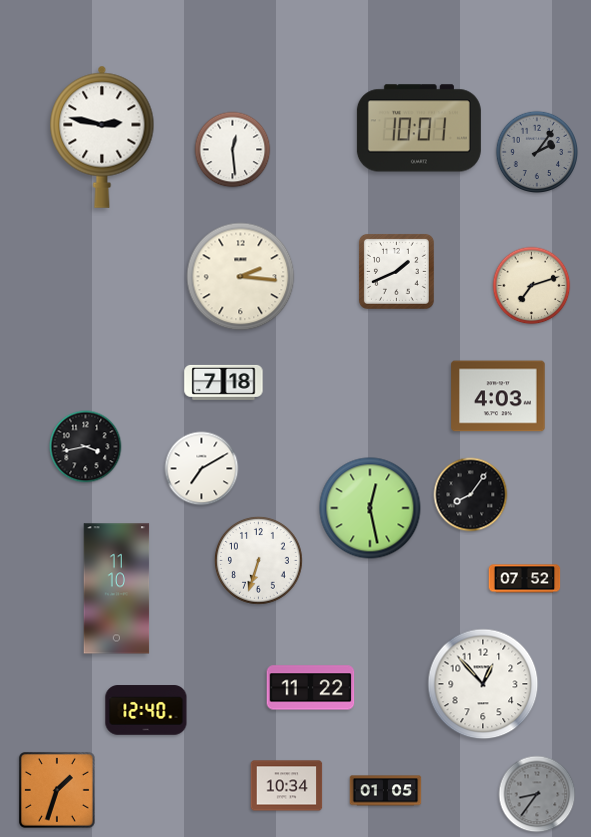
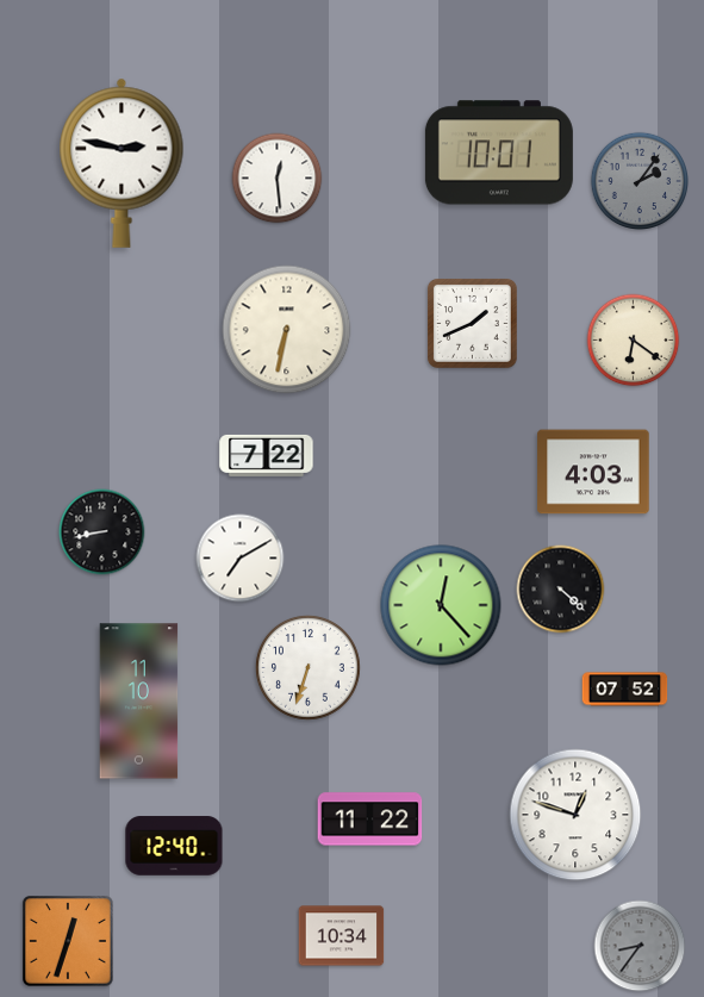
clock at (241, 277): 2:16 -> 6:32
clock at (532, 286): 7:12 -> 6:21
clock at (224, 382): 7:18 -> 7:22
clock at (86, 447): 3:43 -> 8:43
clock at (471, 495): 8:06 -> 4:22
clock at (370, 508): 12:28 -> 12:23
clock at (483, 684): 12:53 -> 12:48
clock at (57, 790): 1:33 -> 12:33
clock at (386, 791): 01:05 -> none
